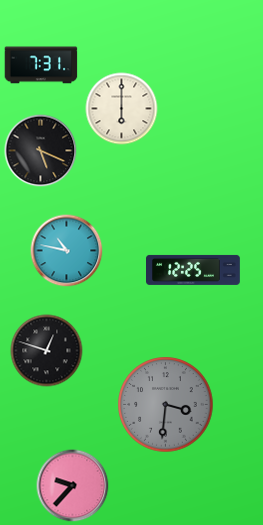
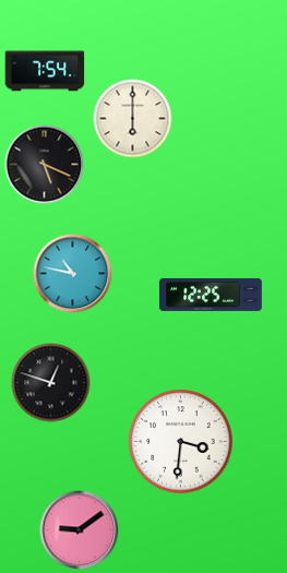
clock at (41, 65): 7:31 -> 7:54
clock at (166, 405) dial: grey -> white
clock at (73, 486): 9:37 -> 9:09
